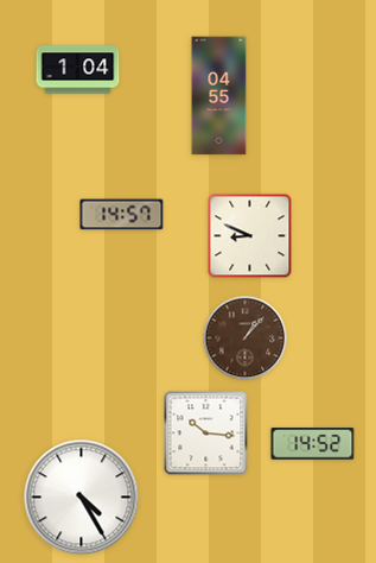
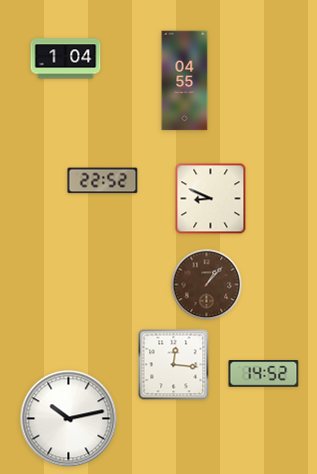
clock at (122, 215): 14:57 -> 22:52
clock at (206, 434): 10:16 -> 12:16
clock at (82, 498): 4:25 -> 10:13
